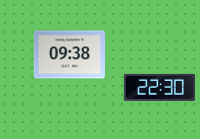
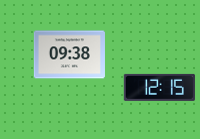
clock at (159, 87): 22:30 -> 12:15
